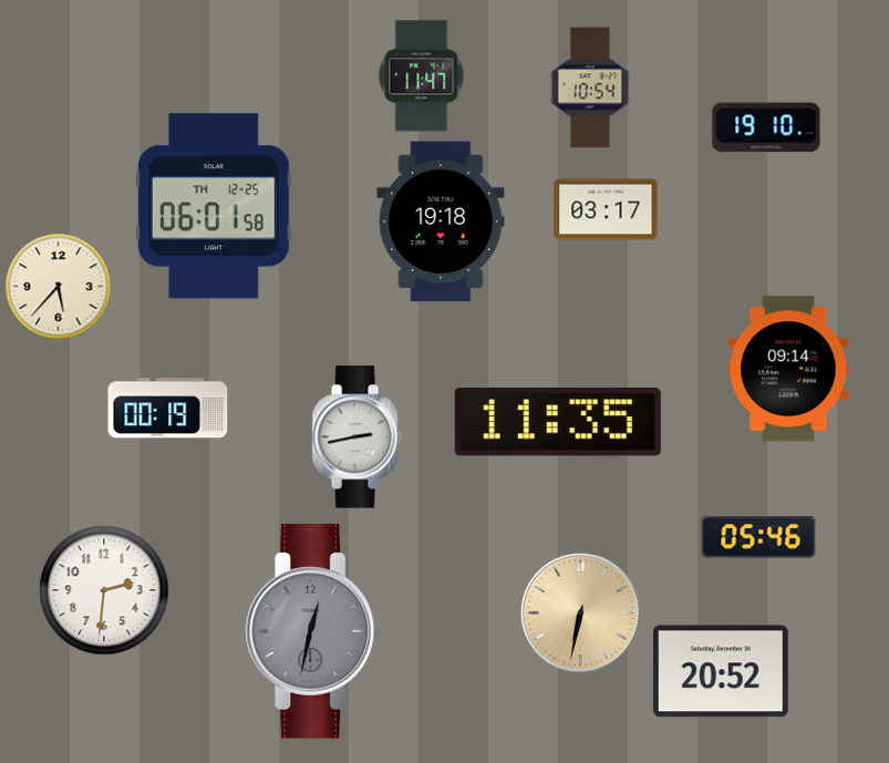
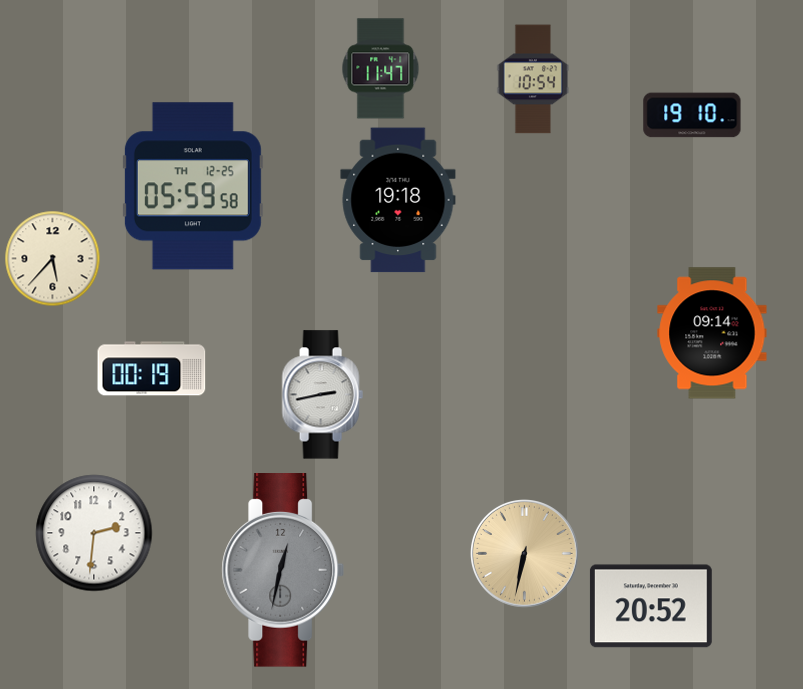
clock at (214, 206): 06:01 -> 05:59
clock at (606, 209): 03:17 -> none
clock at (558, 422): 11:35 -> none
clock at (758, 537): 05:46 -> none
